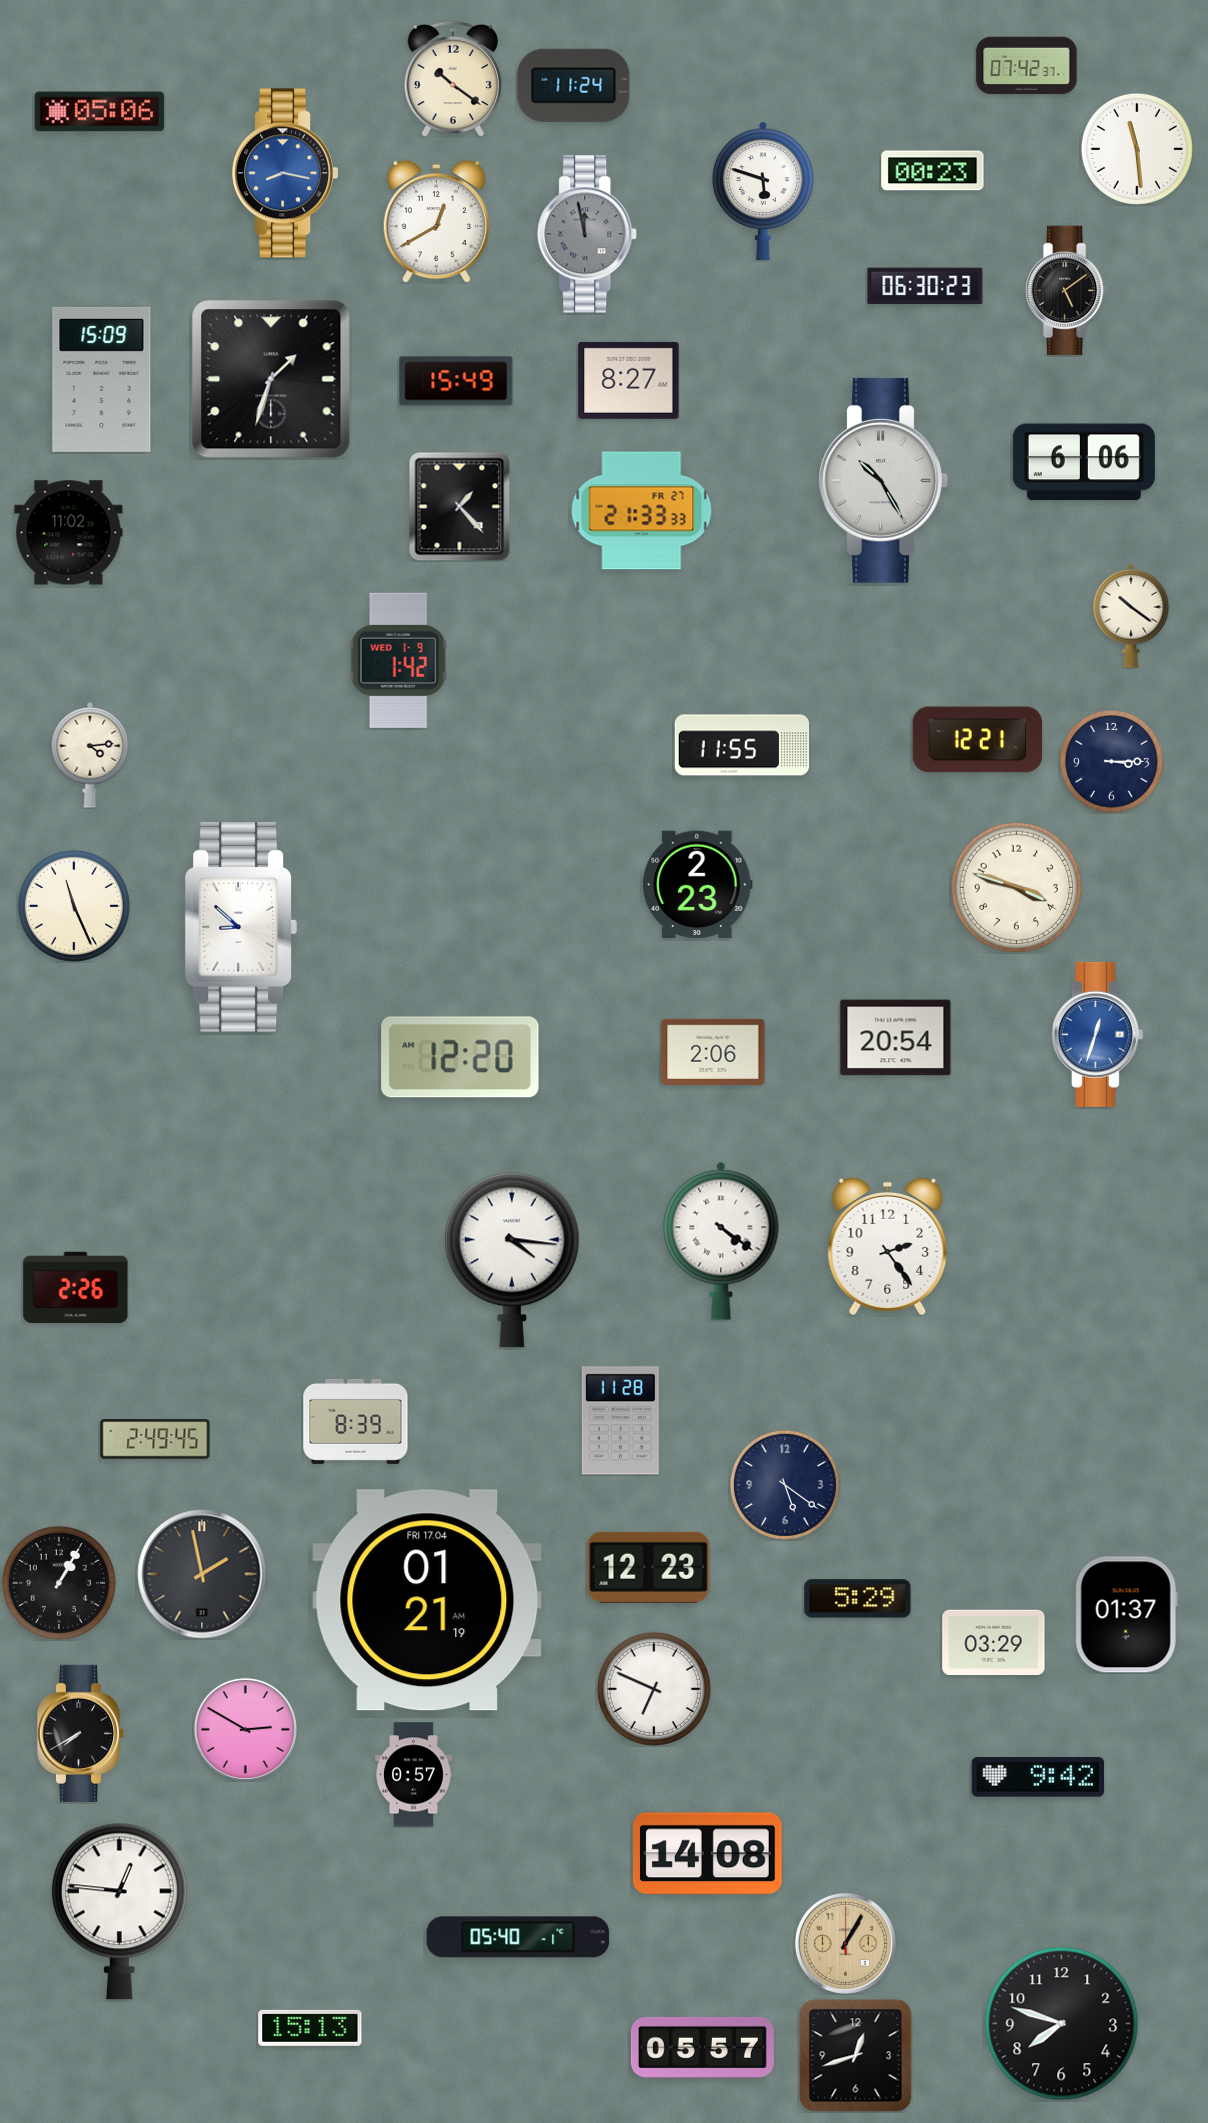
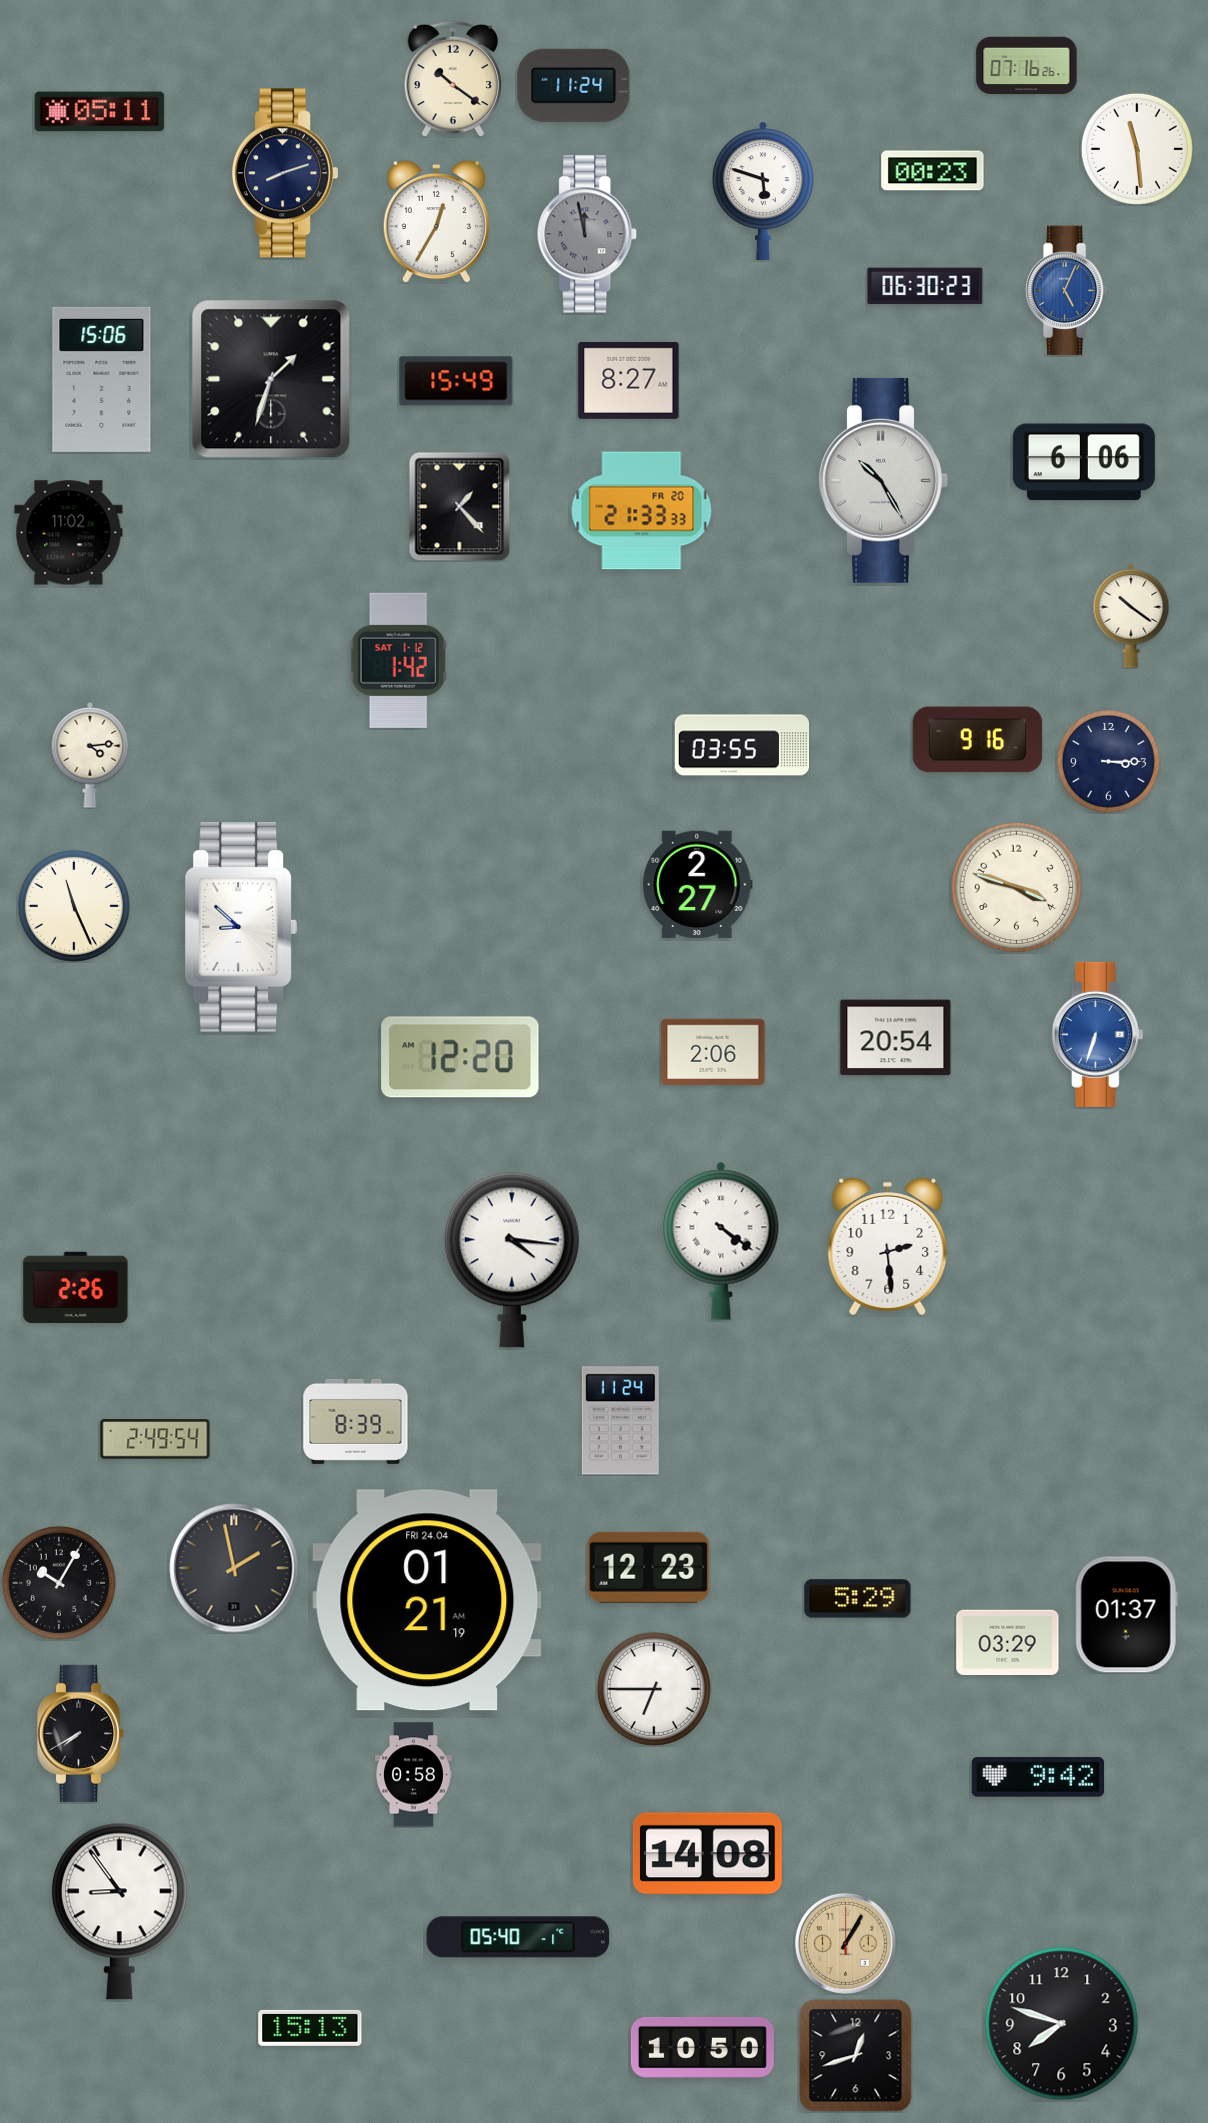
clock at (1027, 66): 07:42 -> 07:16
clock at (100, 112): 05:06 -> 05:11
clock at (286, 173): 8:17 -> 8:12
clock at (286, 173) dial: blue -> navy
clock at (436, 221): 12:40 -> 12:35
clock at (1066, 291): 5:09 -> 5:04
clock at (1066, 291) dial: black -> blue
clock at (102, 379): 15:09 -> 15:06
clock at (642, 511) date: FR 27 -> FR 20
clock at (399, 660) date: WED 1-9 -> SAT 1-12
clock at (978, 740): 12:21 -> 9:16
clock at (742, 745): 11:55 -> 03:55
clock at (1112, 762) position: (1112, 762) -> (1109, 762)
clock at (698, 885): 2:23 -> 2:27
clock at (1097, 1034): 12:33 -> 6:33
clock at (888, 1247): 2:24 -> 2:29
clock at (620, 1421): 11:28 -> 11:24
clock at (155, 1439): 2:49:45 -> 2:49:54
clock at (785, 1485): 5:21 -> none
clock at (202, 1574) position: (202, 1574) -> (234, 1568)
clock at (59, 1583): 1:05 -> 10:05
clock at (427, 1600) date: FRI 17.04 -> FRI 24.04
clock at (994, 1642) position: (994, 1642) -> (1008, 1642)
clock at (654, 1689): 6:49 -> 6:45
clock at (245, 1729): 2:50 -> none
clock at (414, 1775): 0:57 -> 0:58
clock at (119, 1911): 12:46 -> 8:54
clock at (702, 2047): 05:57 -> 10:50
